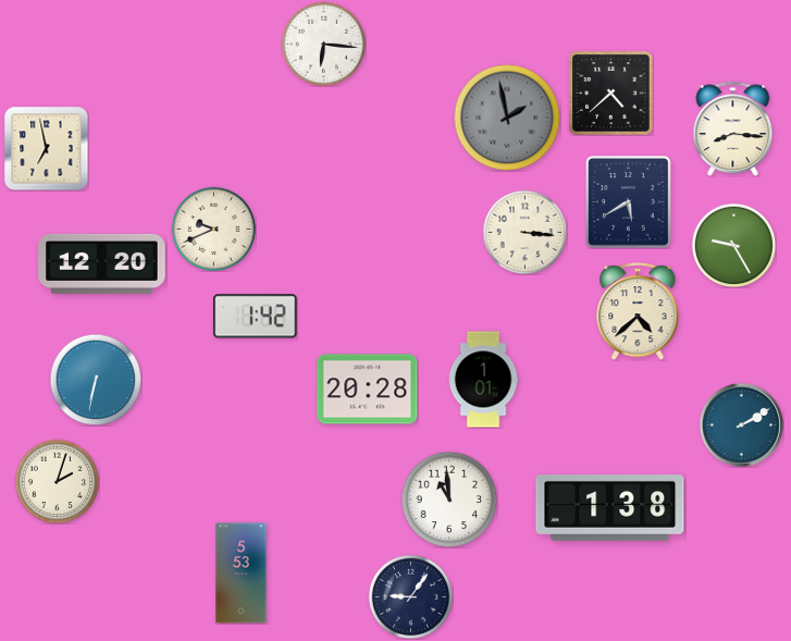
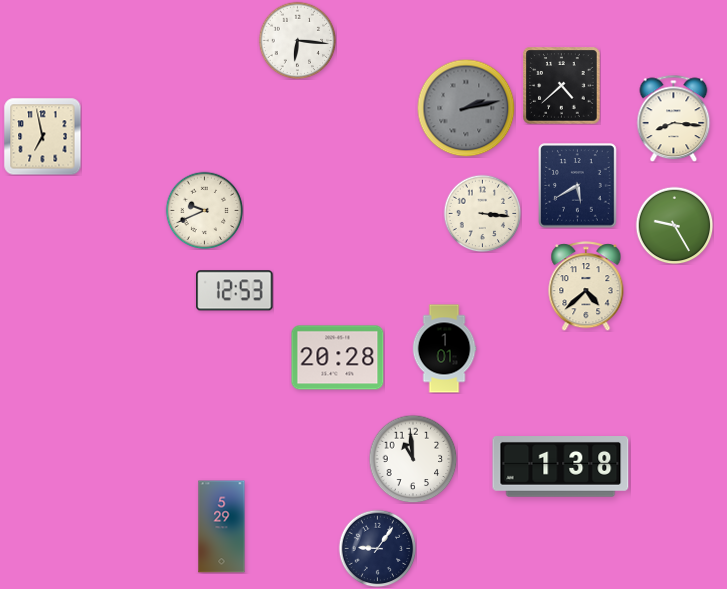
clock at (507, 118): 1:58 -> 2:13
clock at (213, 229) position: (213, 229) -> (204, 210)
clock at (102, 263): 12:20 -> none
clock at (256, 317): 1:42 -> 12:53
clock at (96, 380): 6:32 -> none
clock at (741, 424): 2:10 -> none
clock at (57, 481): 2:03 -> none
clock at (242, 574): 5:53 -> 5:29
